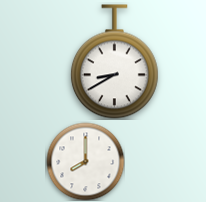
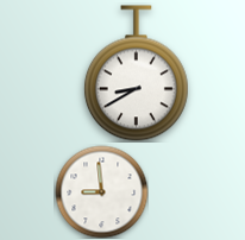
clock at (85, 161): 8:00 -> 8:59
